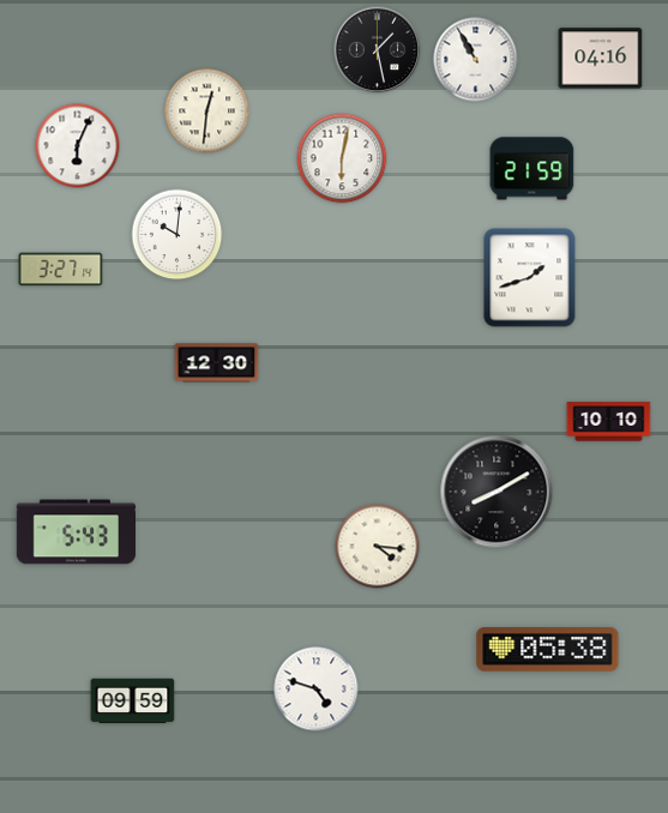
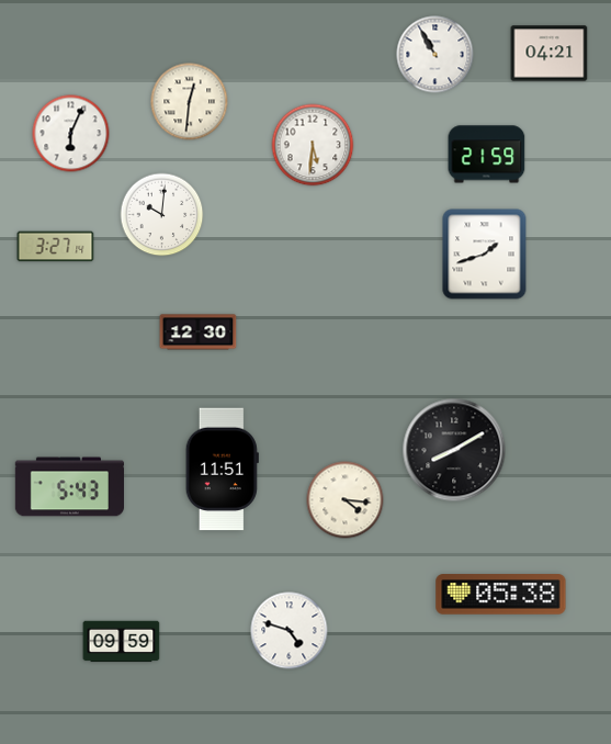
clock at (378, 50): 1:28 -> none
clock at (601, 59): 04:16 -> 04:21
clock at (342, 158): 6:02 -> 5:31
clock at (609, 422): 10:10 -> none
clock at (222, 470): none -> 11:51
